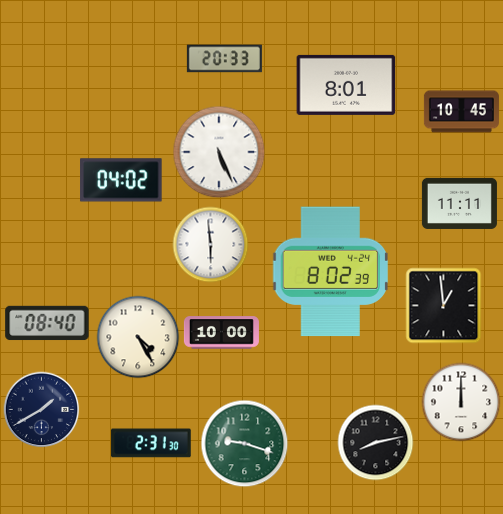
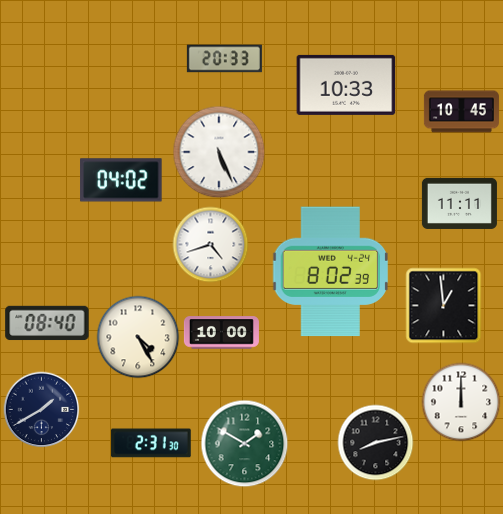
clock at (346, 85): 8:01 -> 10:33
clock at (211, 245): 5:59 -> 4:42
clock at (245, 444): 9:18 -> 1:50
